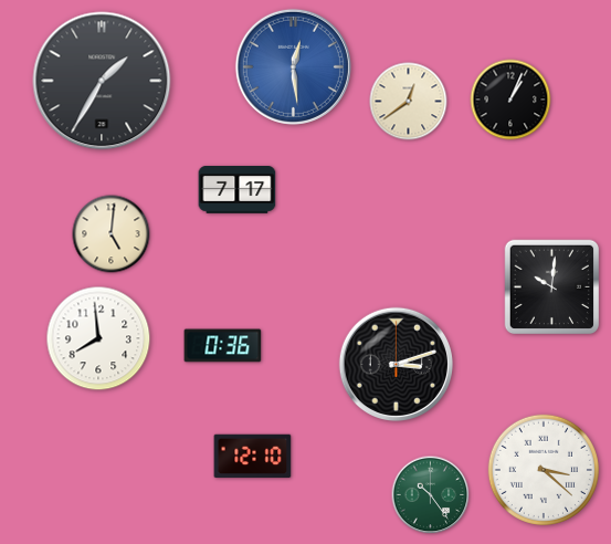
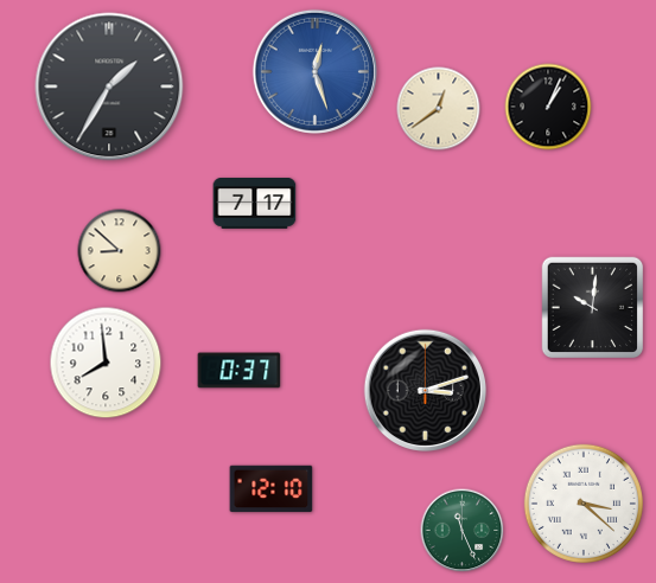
clock at (293, 66): 12:29 -> 12:27
clock at (112, 234): 5:01 -> 8:52
clock at (223, 346): 0:36 -> 0:37
clock at (431, 495): 10:24 -> 11:26
